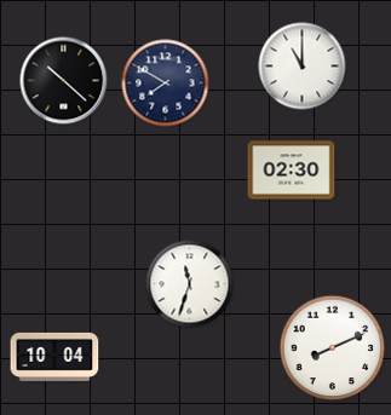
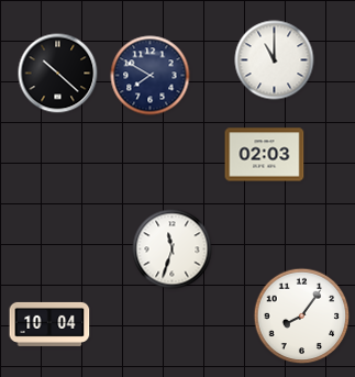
clock at (292, 171): 02:30 -> 02:03
clock at (190, 284) position: (190, 284) -> (173, 250)
clock at (333, 348): 8:11 -> 8:06
